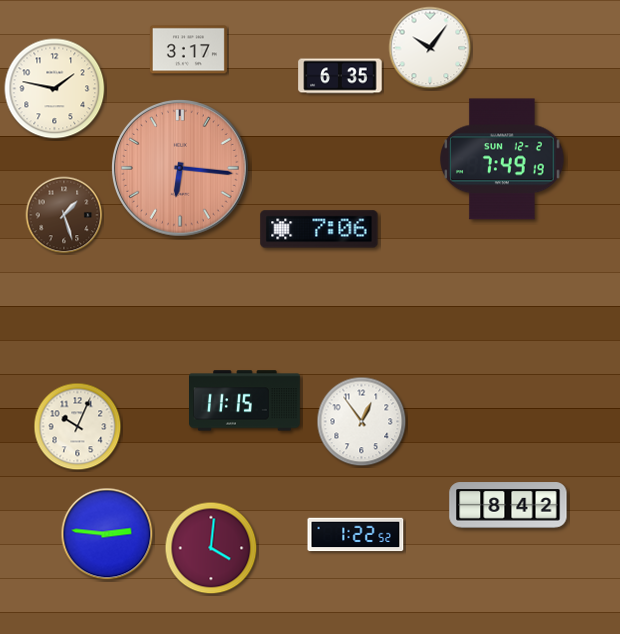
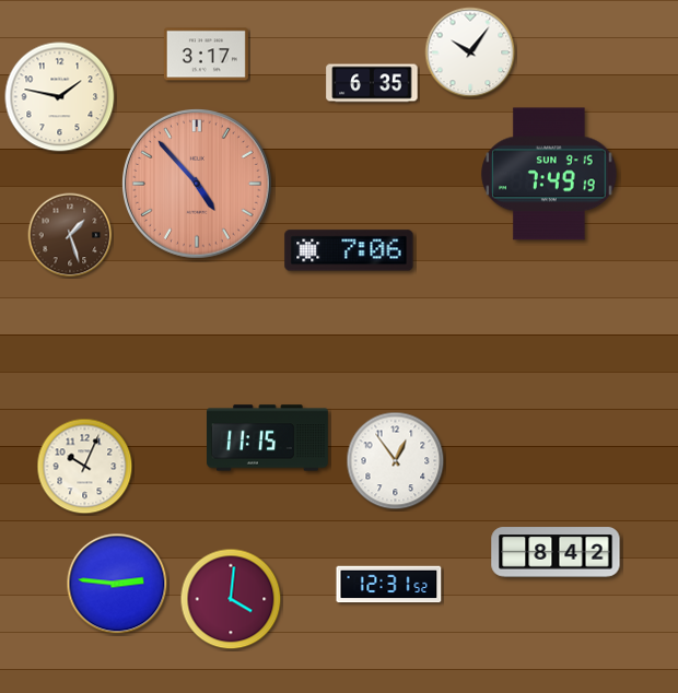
clock at (502, 159) date: SUN 12-2 -> SUN 9-15
clock at (181, 169): 6:16 -> 4:53
clock at (356, 535): 1:22 -> 12:31
